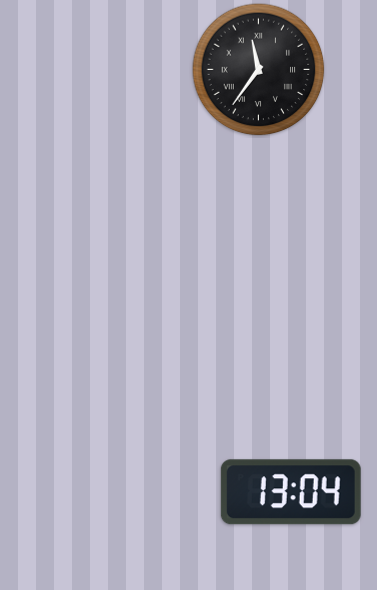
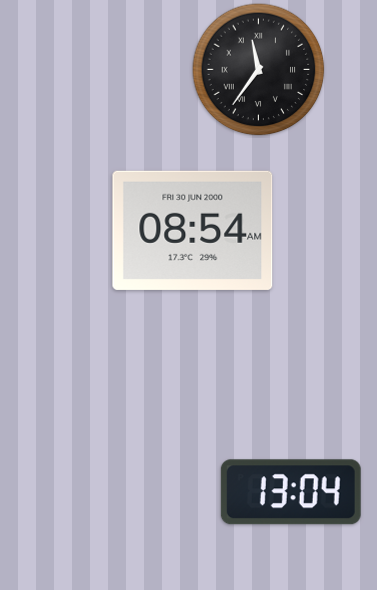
clock at (193, 230): none -> 08:54
